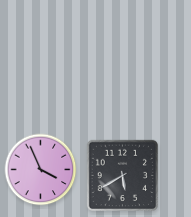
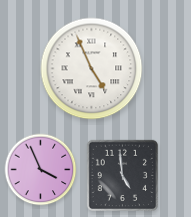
clock at (92, 69): none -> 4:56
clock at (122, 175): 5:40 -> 4:59
